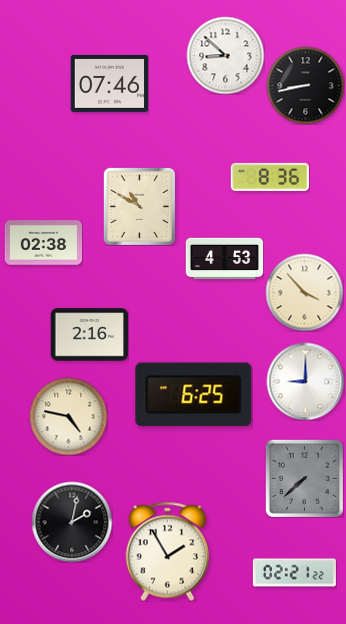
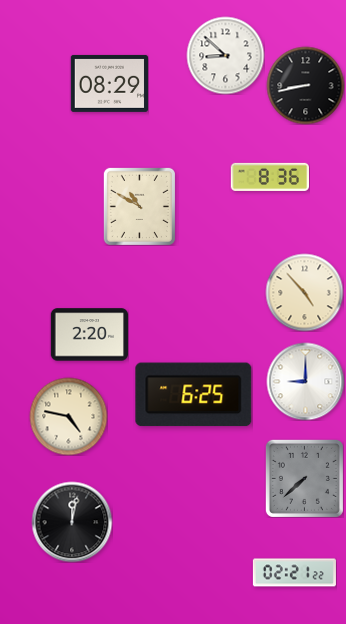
clock at (109, 83): 07:46 -> 08:29
clock at (43, 243): 02:38 -> none
clock at (224, 259): 4:53 -> none
clock at (304, 292): 3:53 -> 4:53
clock at (89, 335): 2:16 -> 2:20
clock at (72, 522): 2:02 -> 12:02
clock at (168, 551): 1:55 -> none
